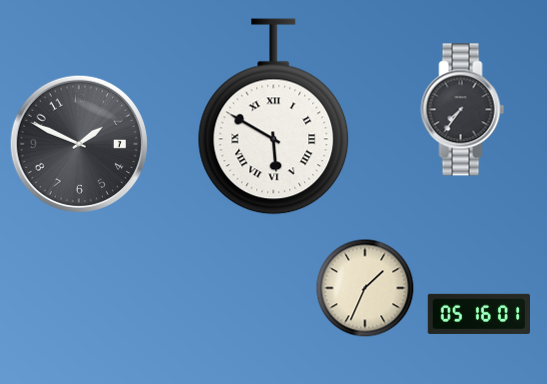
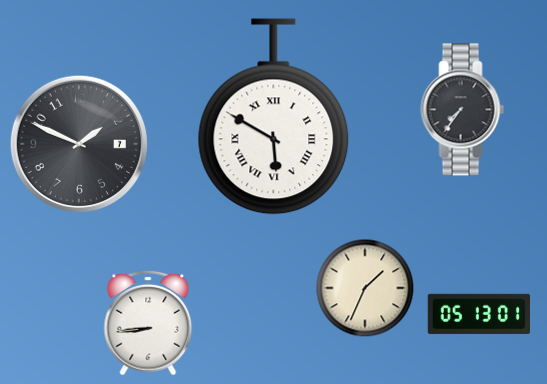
clock at (478, 314): 05:16 -> 05:13
clock at (148, 323): none -> 8:44
